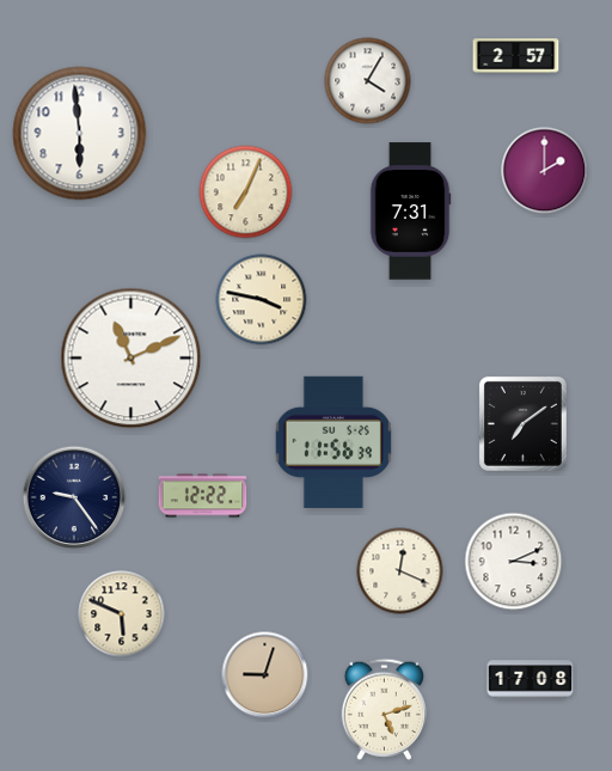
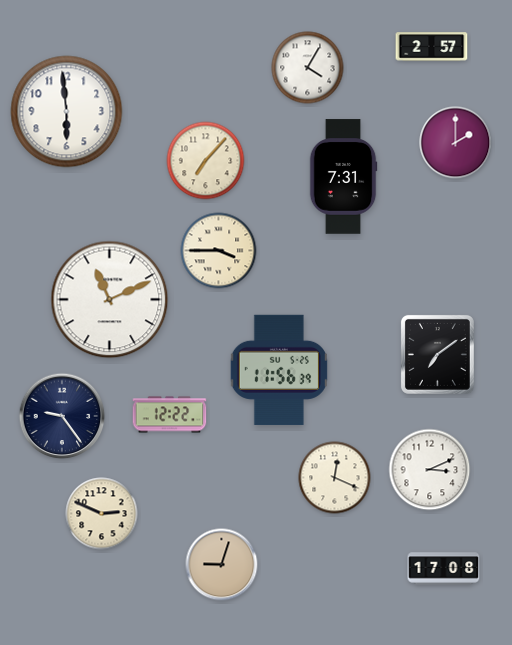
clock at (246, 192): 7:04 -> 7:07
clock at (262, 300): 3:47 -> 3:45
clock at (122, 614): 5:49 -> 2:49
clock at (384, 709): 5:12 -> none
